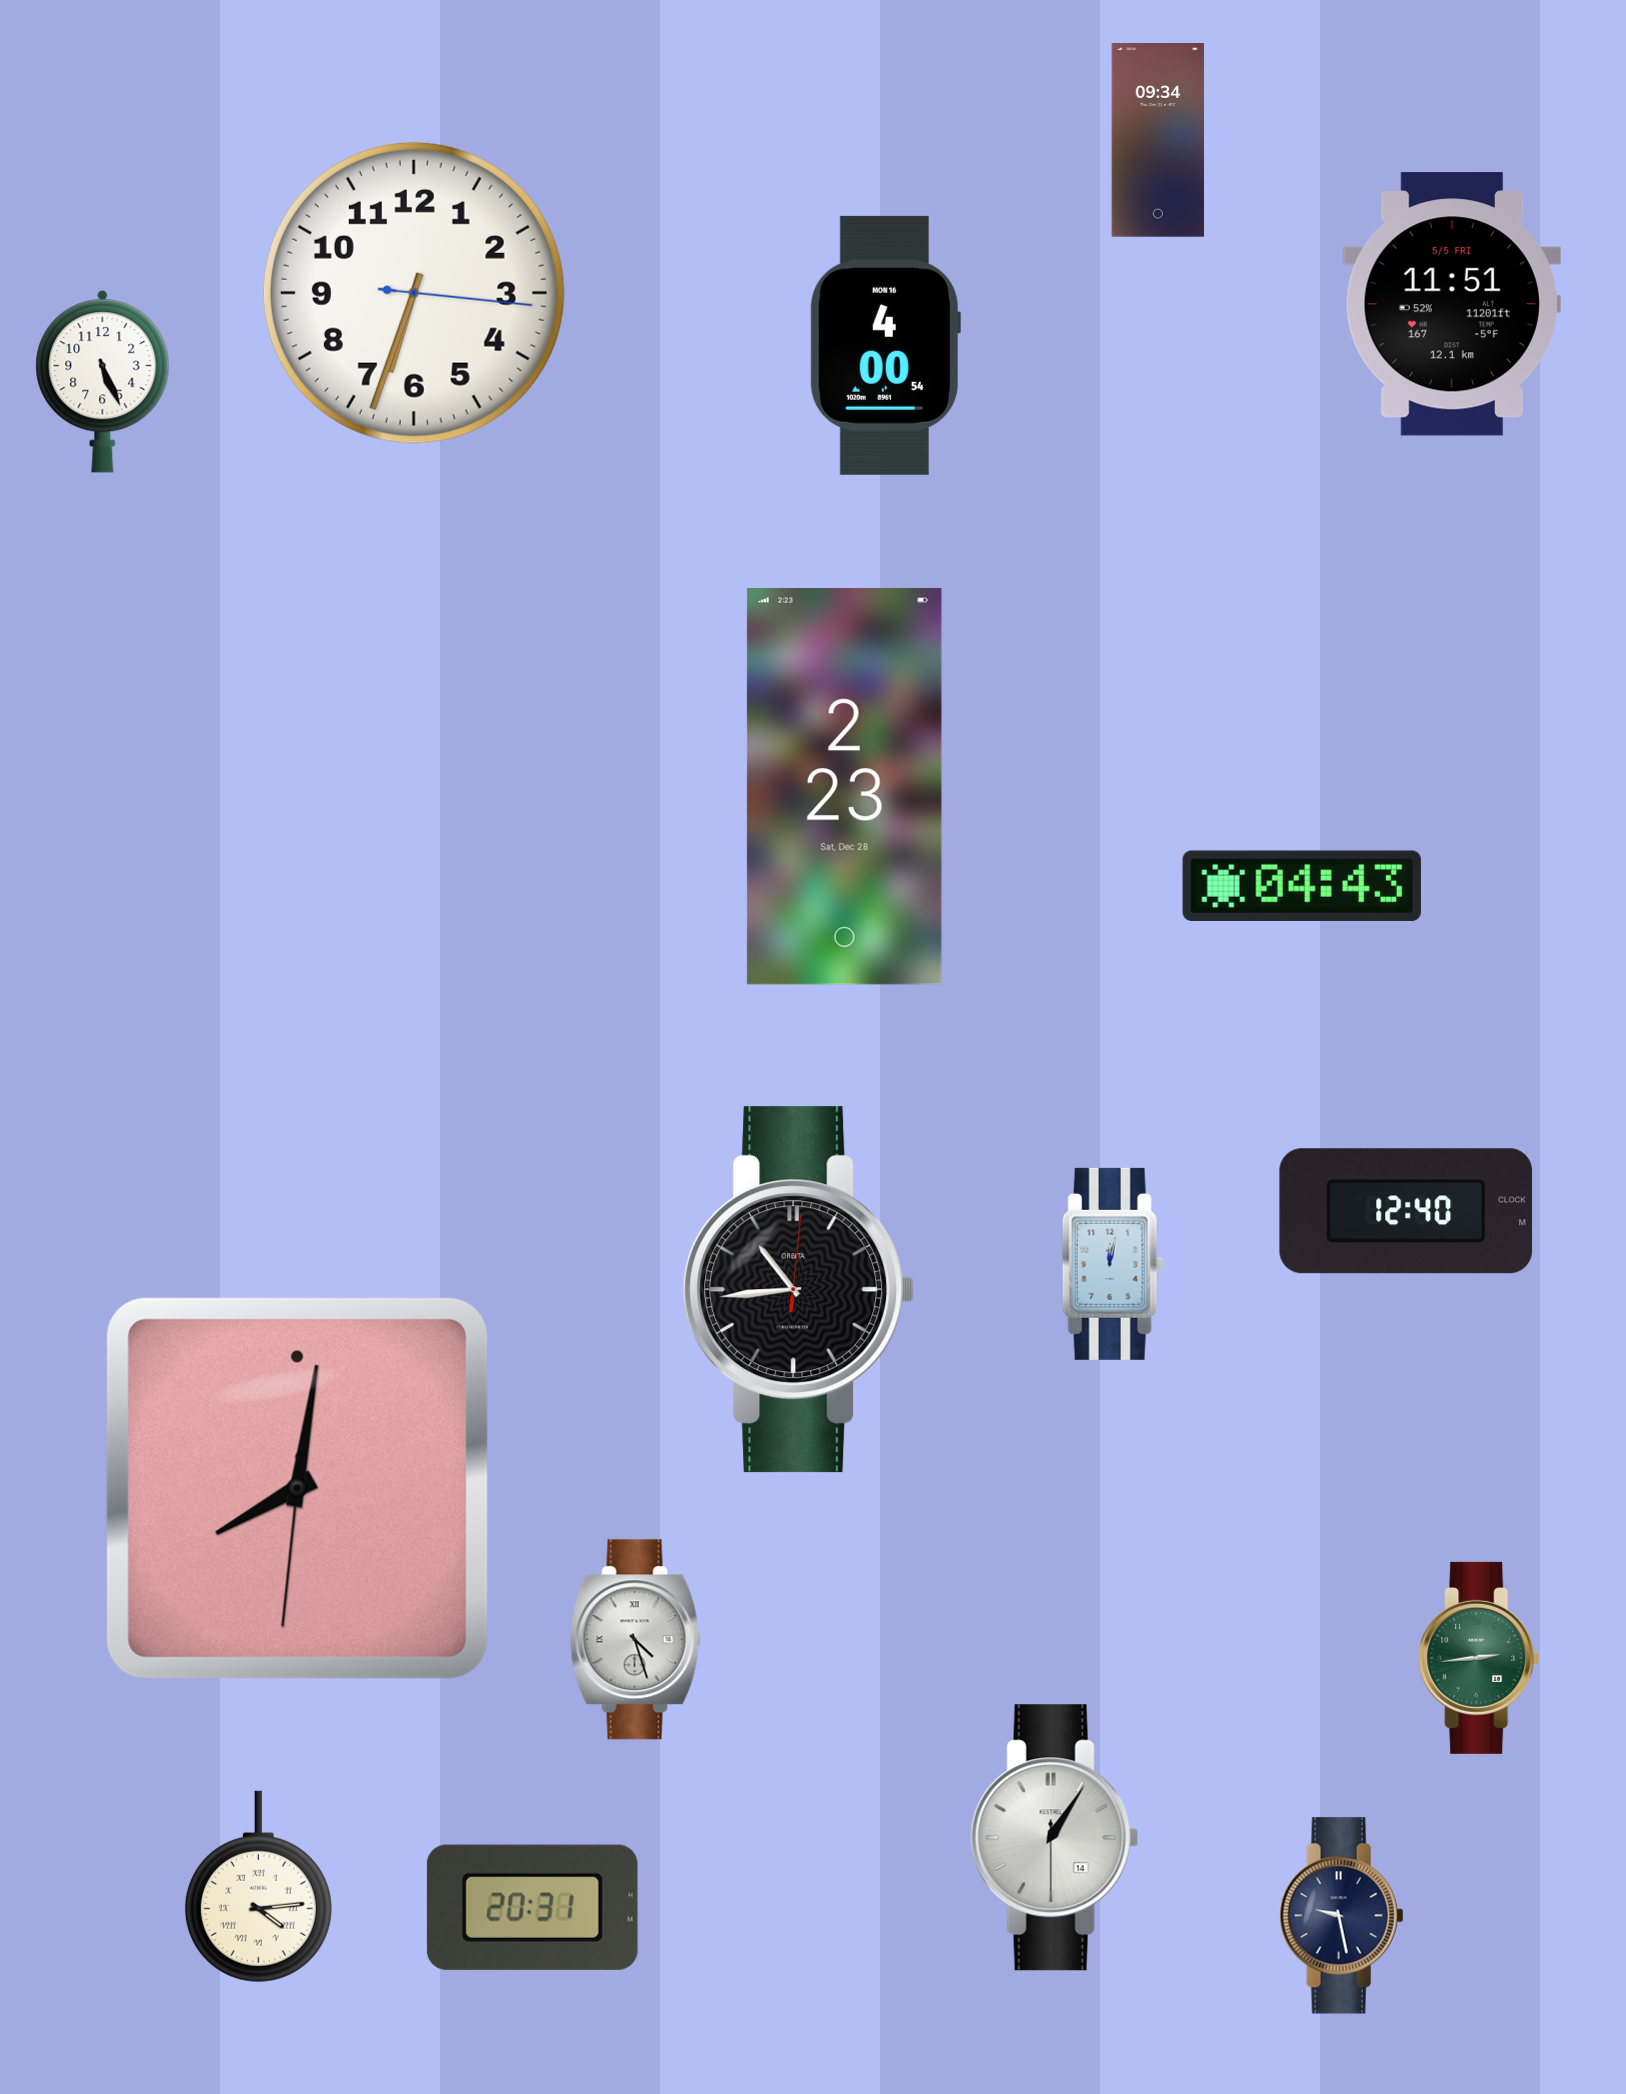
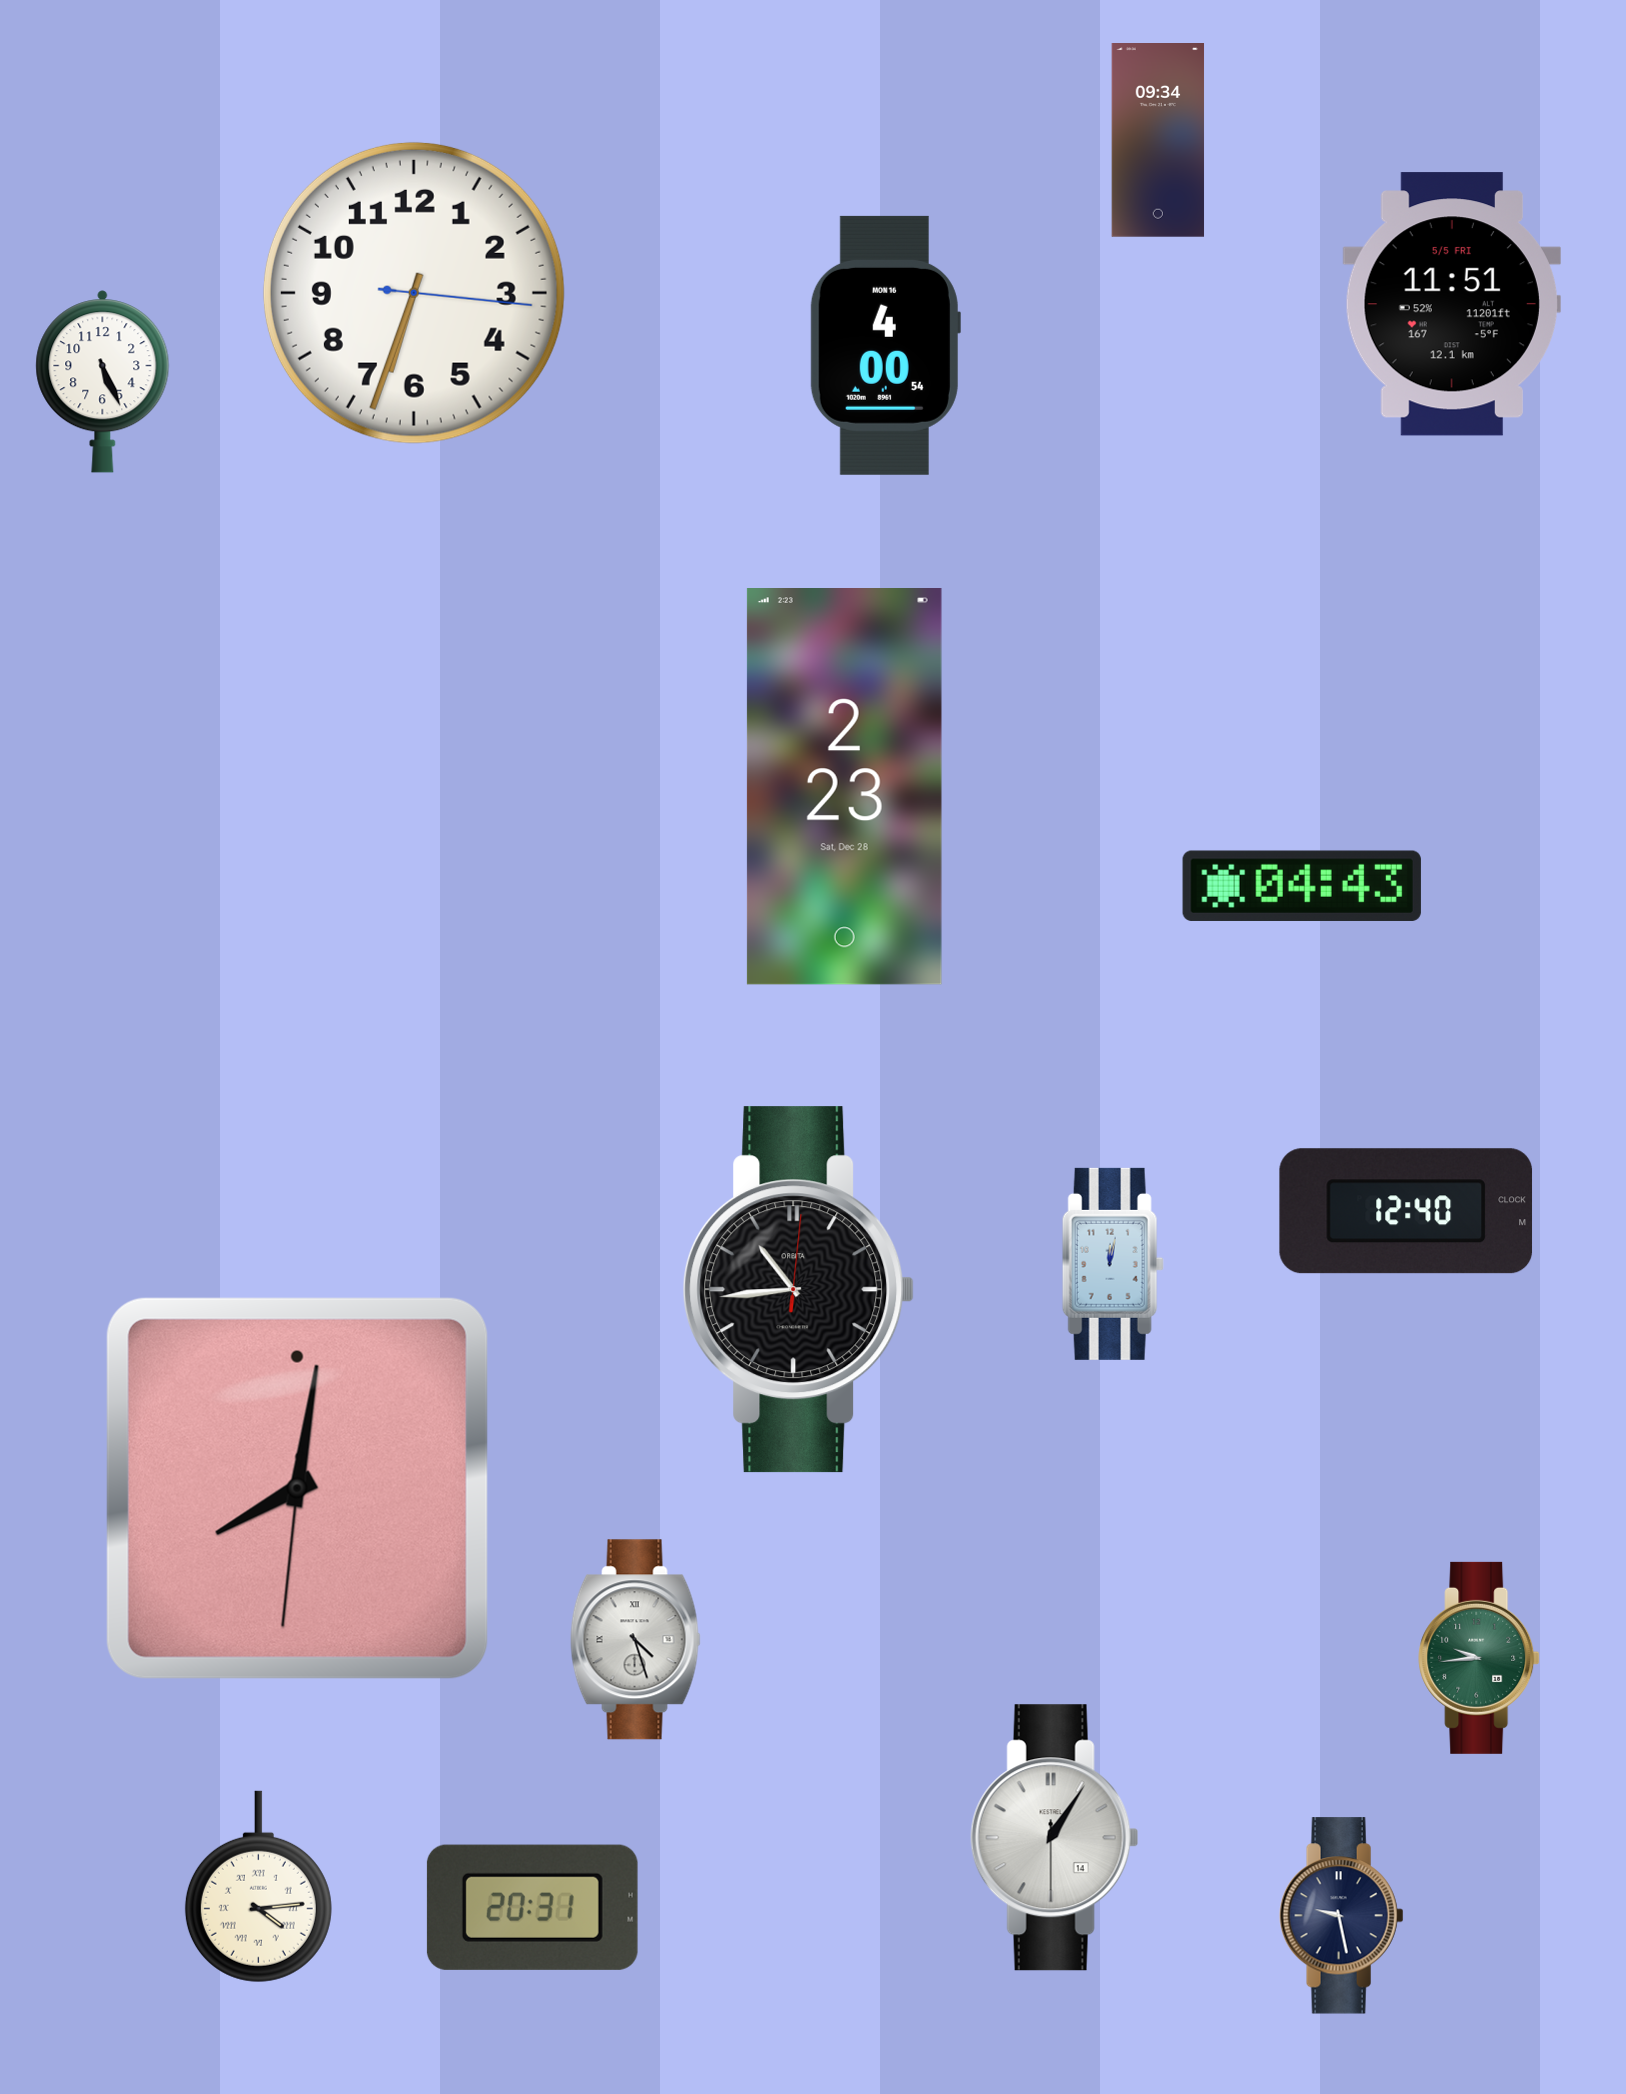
clock at (1479, 1658): 2:44 -> 9:44
